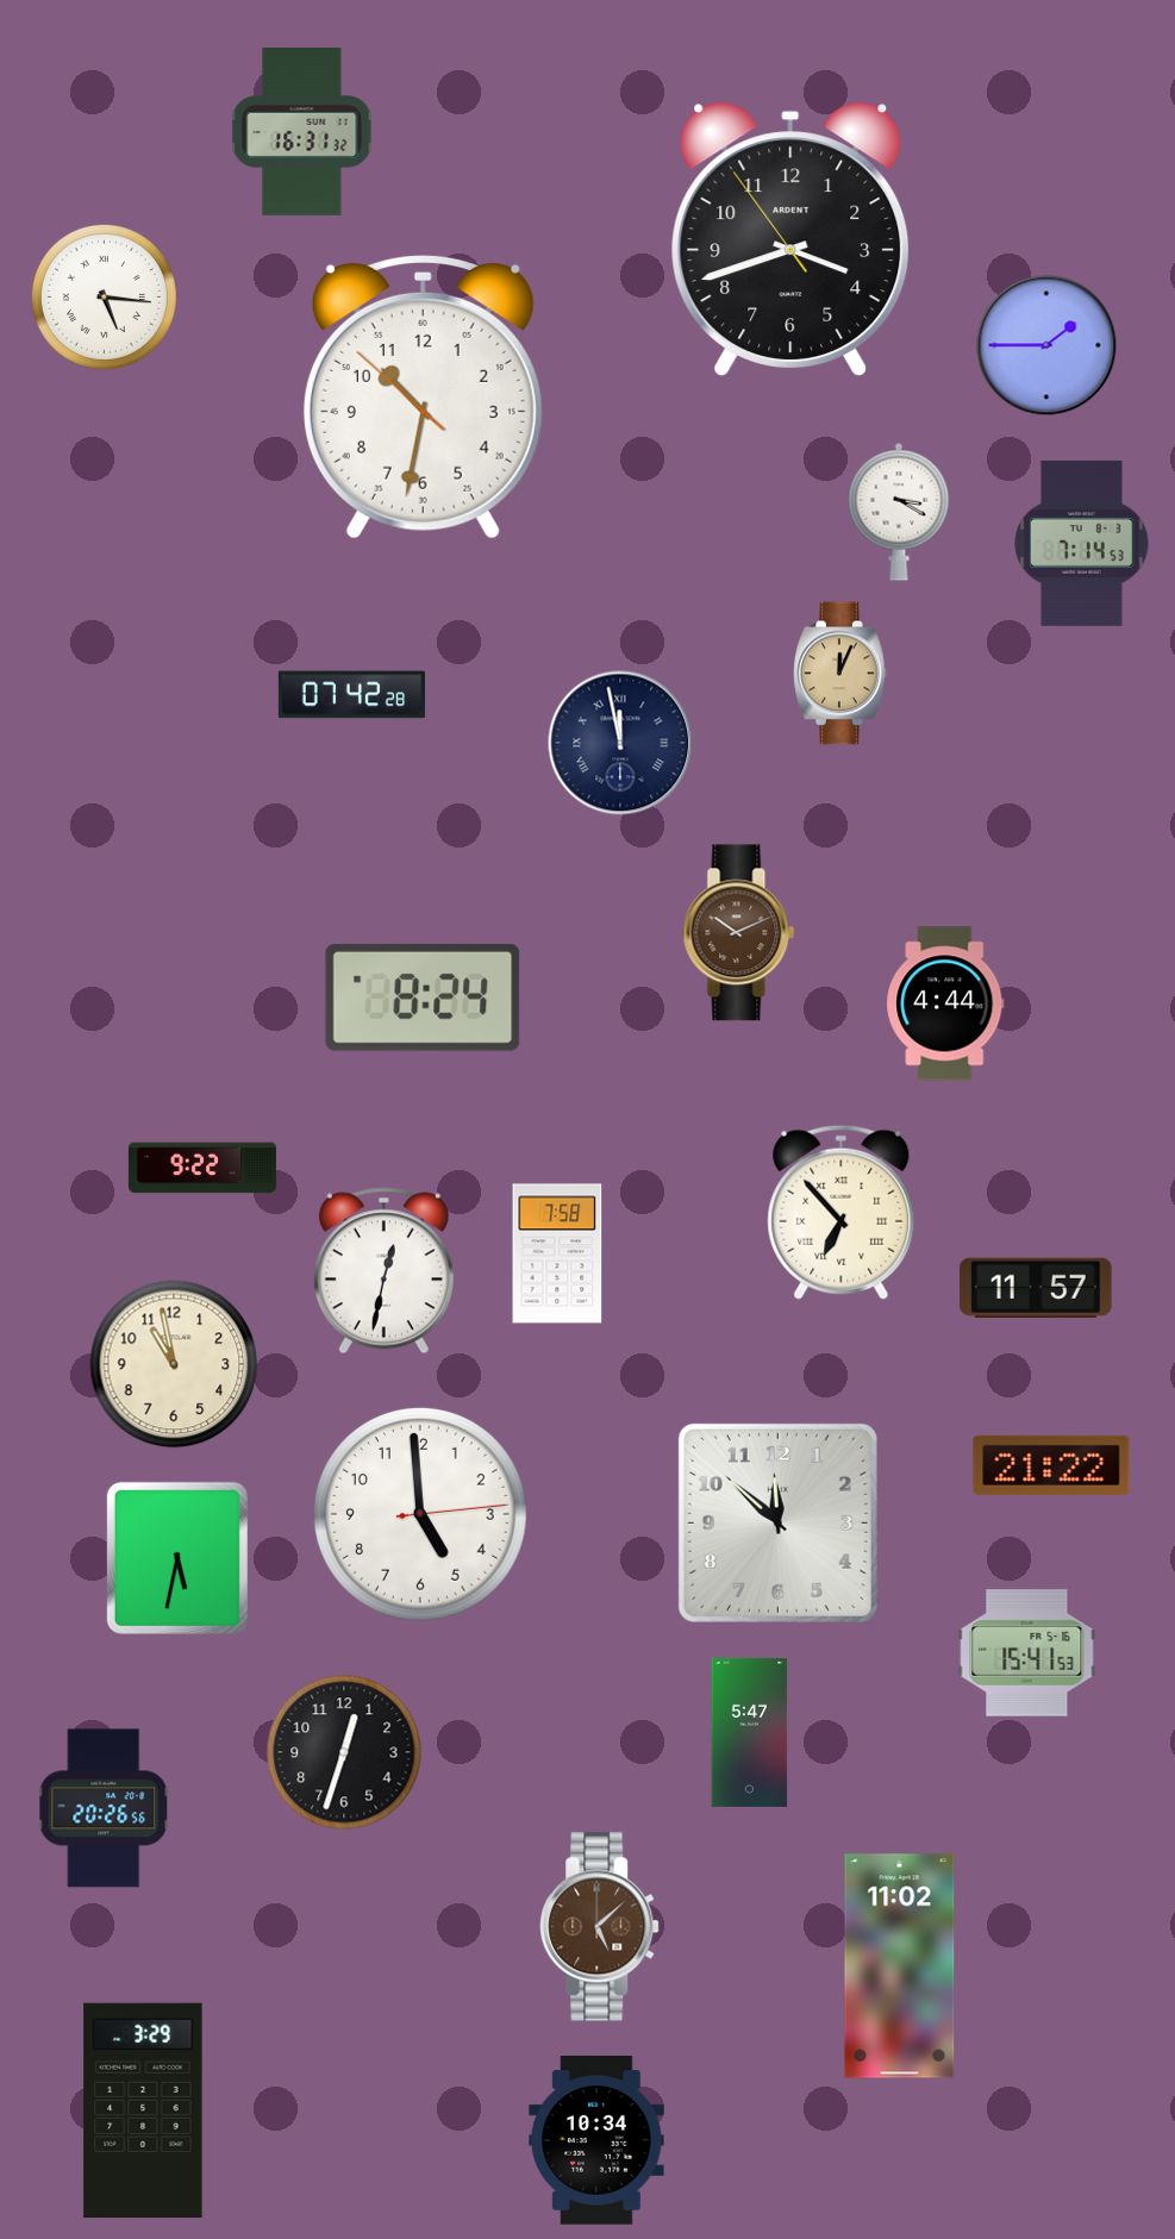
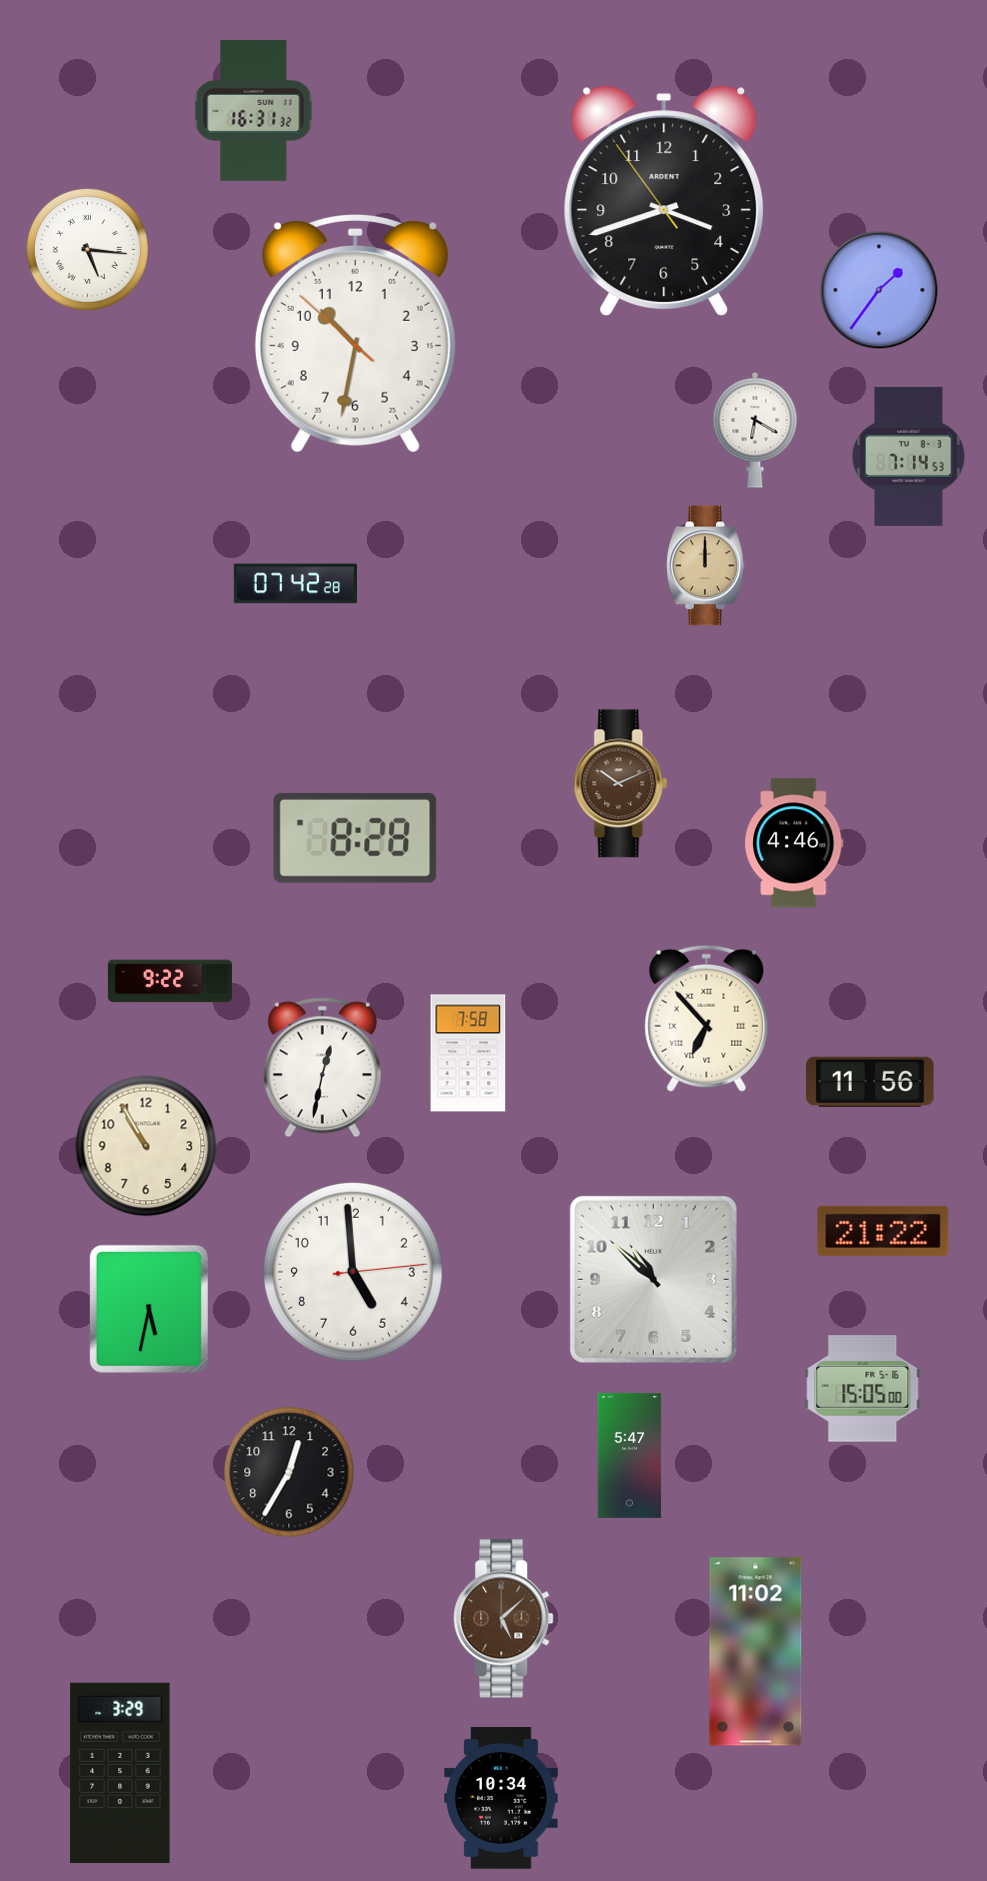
clock at (1046, 345): 1:45 -> 1:36
clock at (899, 512): 3:20 -> 6:20
clock at (840, 674): 12:04 -> 12:00
clock at (620, 743): 11:58 -> none
clock at (423, 997): 8:24 -> 8:28
clock at (945, 1003): 4:44 -> 4:46
clock at (1036, 1288): 11:57 -> 11:56
clock at (174, 1364): 10:58 -> 10:55
clock at (777, 1522): 11:52 -> 10:52
clock at (1027, 1653): 15:41 -> 15:05
clock at (344, 1752): 12:33 -> 12:35
clock at (104, 1808): 20:26 -> none
